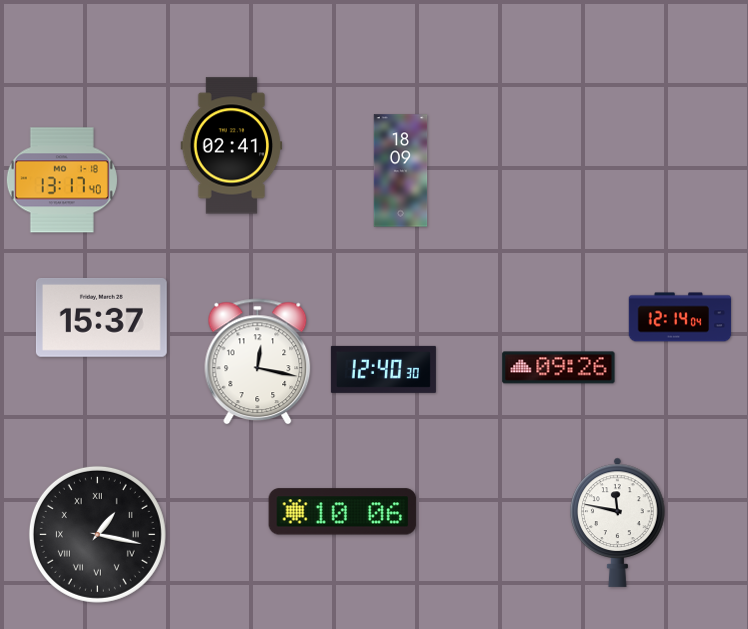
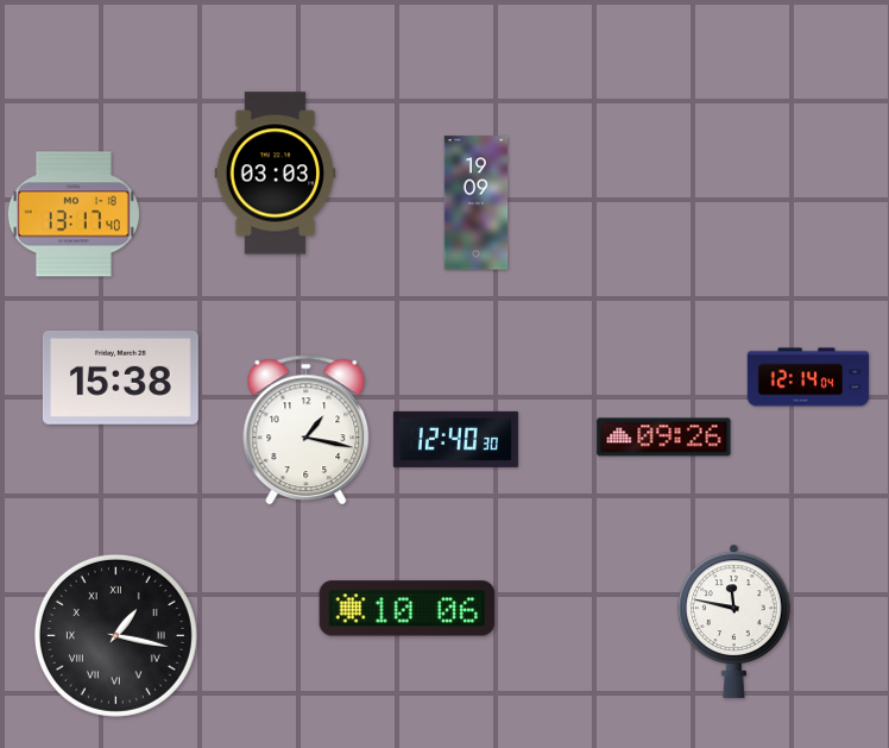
clock at (232, 146): 02:41 -> 03:03
clock at (401, 171): 18:09 -> 19:09
clock at (101, 317): 15:37 -> 15:38
clock at (258, 362): 12:17 -> 1:17
